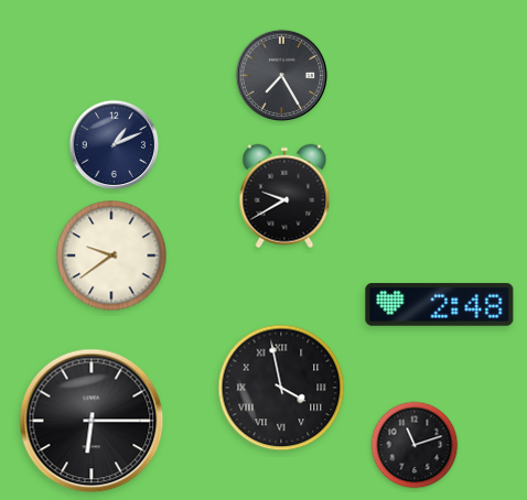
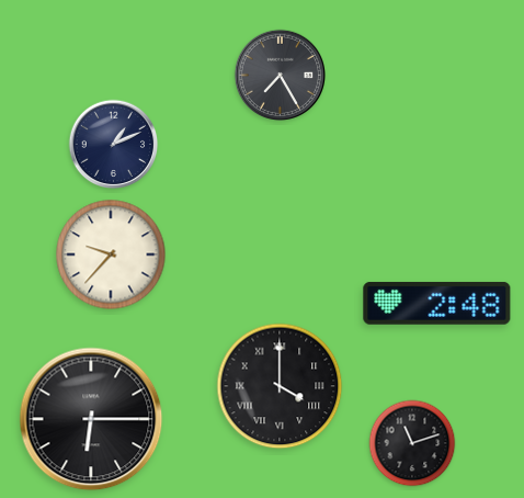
clock at (284, 196): 9:40 -> none
clock at (111, 256): 9:39 -> 9:37
clock at (281, 388): 3:58 -> 4:00
